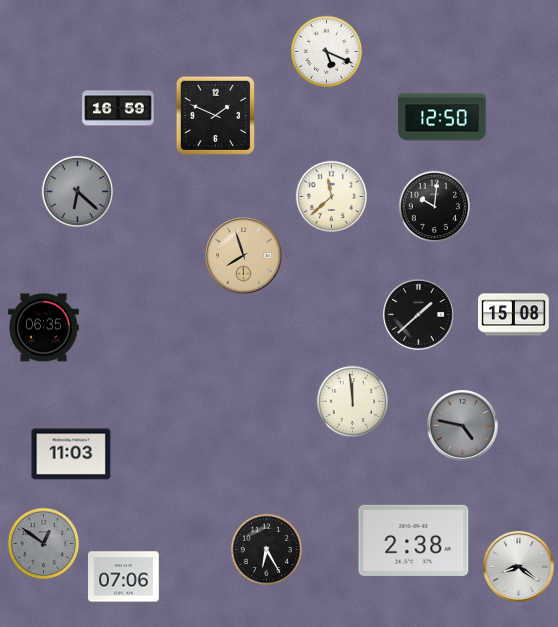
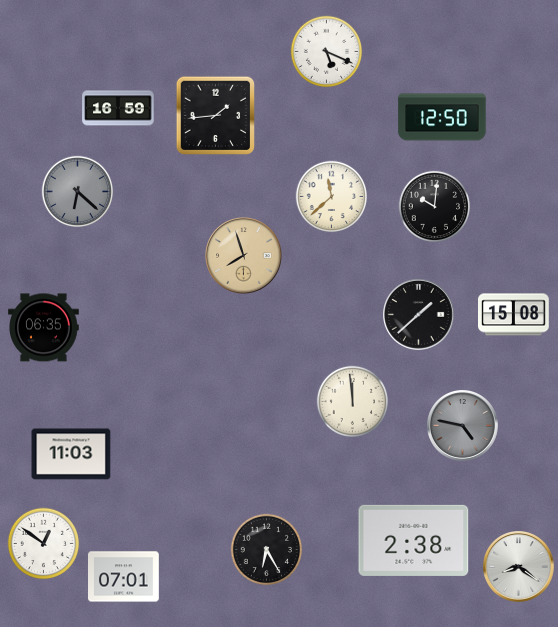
clock at (216, 116): 1:49 -> 1:44
clock at (44, 544) dial: grey -> white
clock at (124, 577): 07:06 -> 07:01
